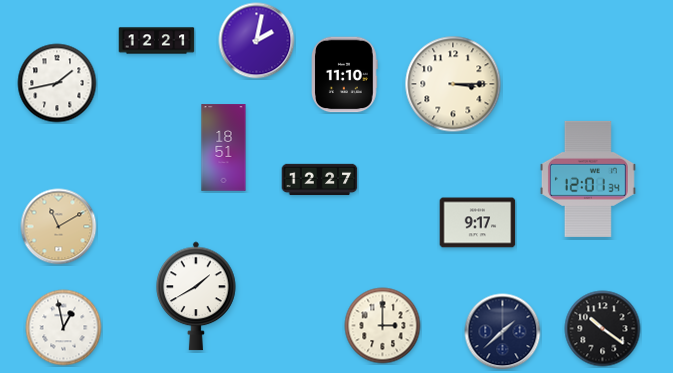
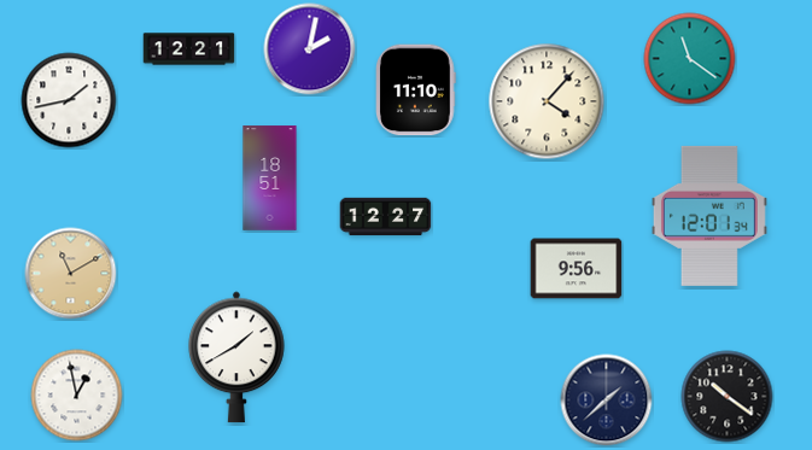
clock at (690, 59): none -> 11:21
clock at (453, 84): 3:15 -> 4:07
clock at (478, 223): 9:17 -> 9:56
clock at (383, 326): 3:00 -> none
